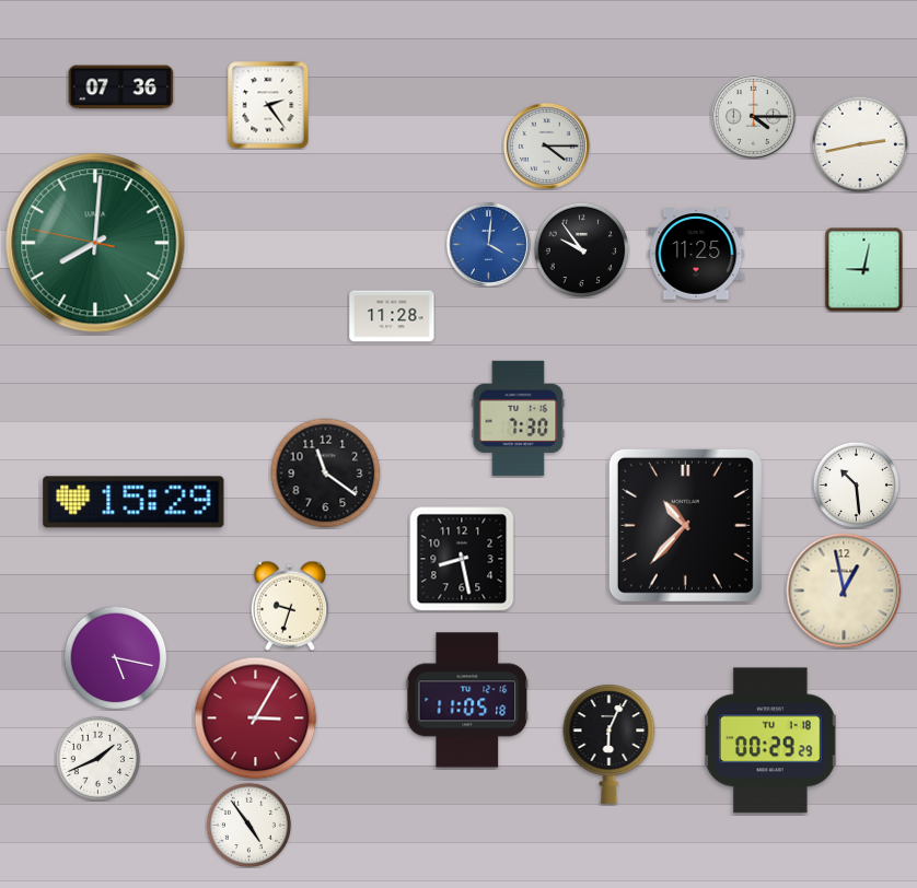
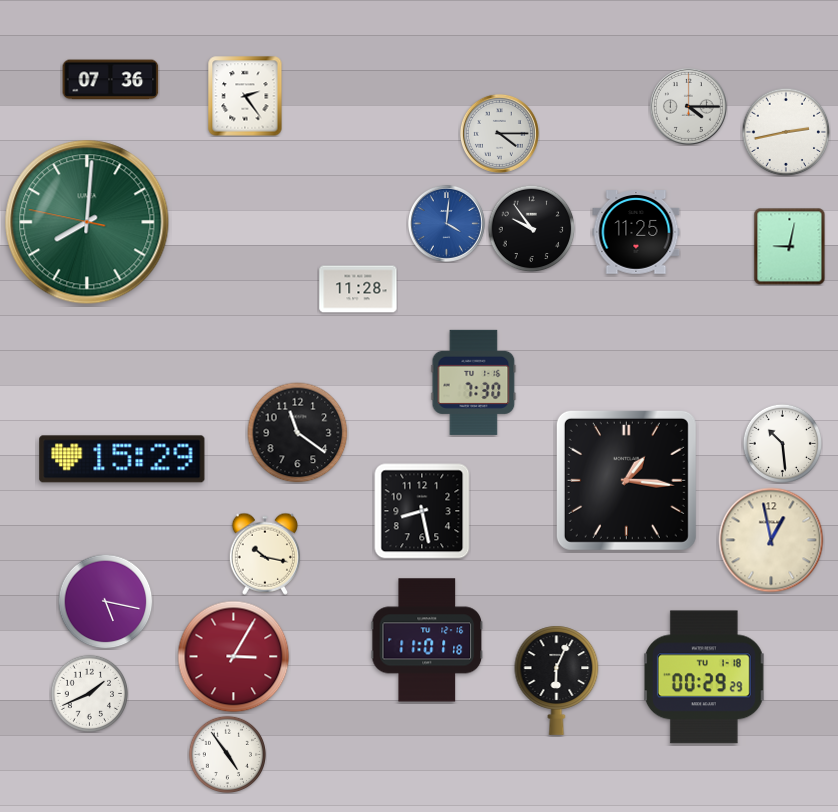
clock at (685, 525): 10:37 -> 1:16
clock at (289, 606): 9:33 -> 10:17
clock at (467, 700): 11:05 -> 11:01
